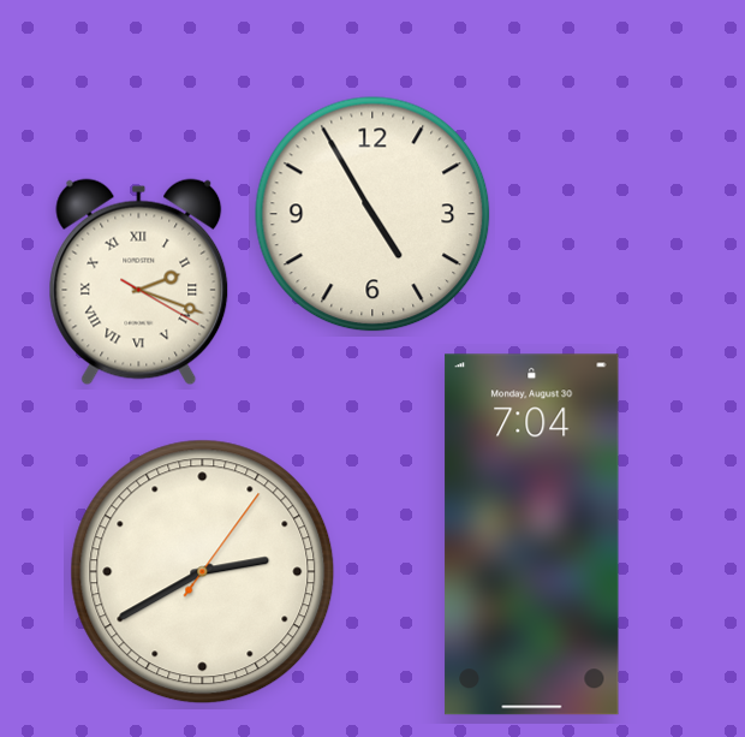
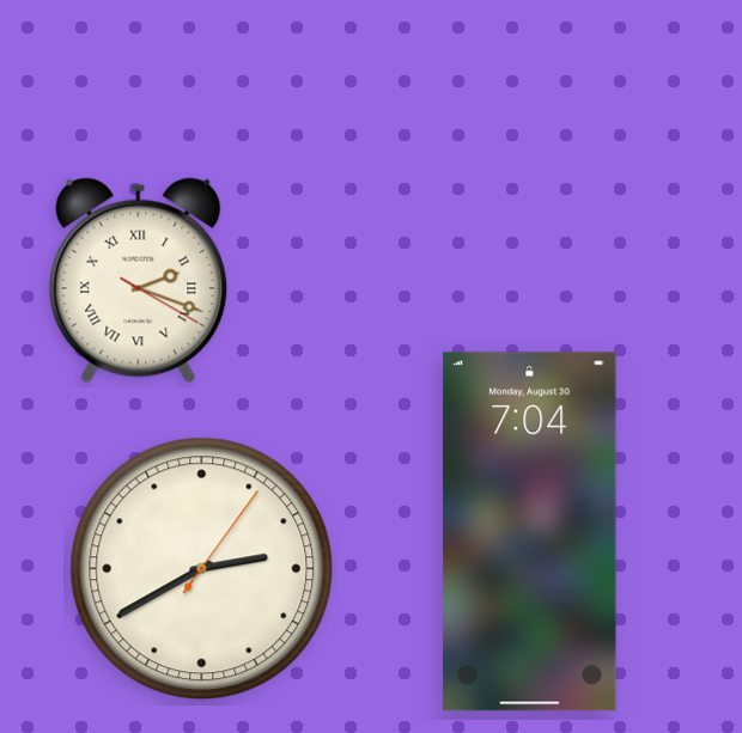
clock at (372, 214): 4:55 -> none
